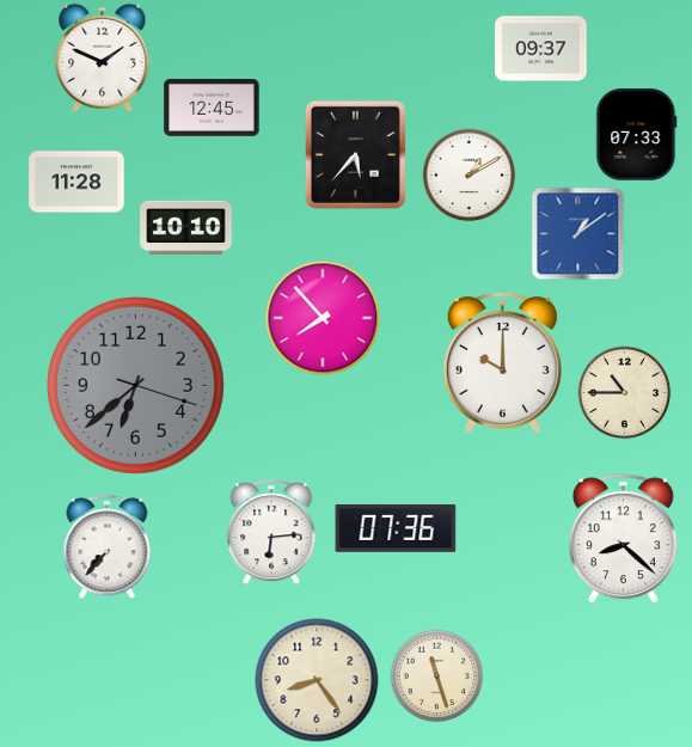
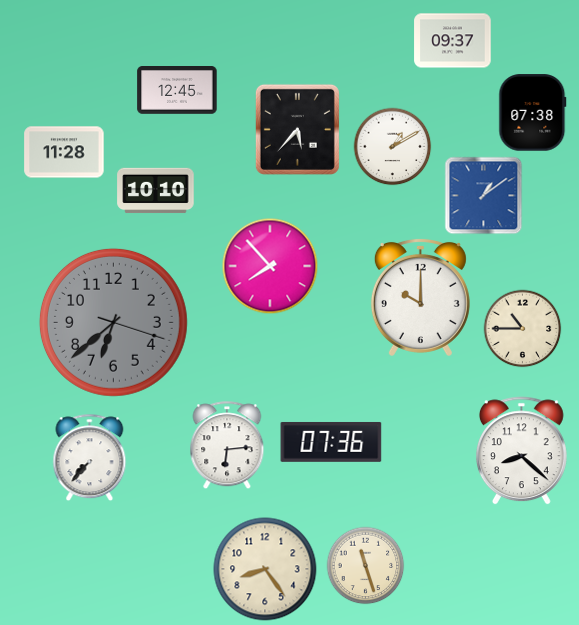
clock at (103, 57): 1:49 -> none
clock at (637, 135): 07:33 -> 07:38
clock at (502, 362) position: (502, 362) -> (420, 297)
